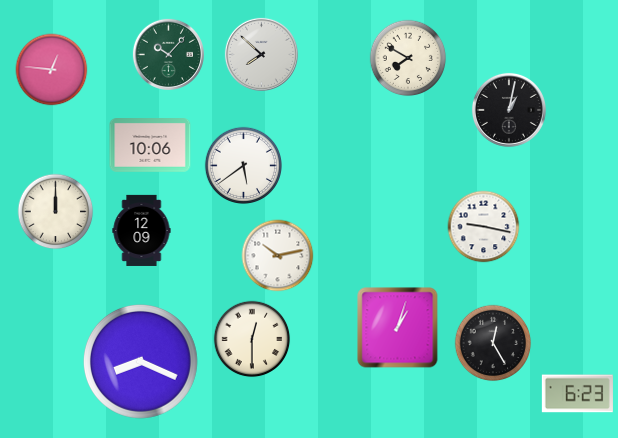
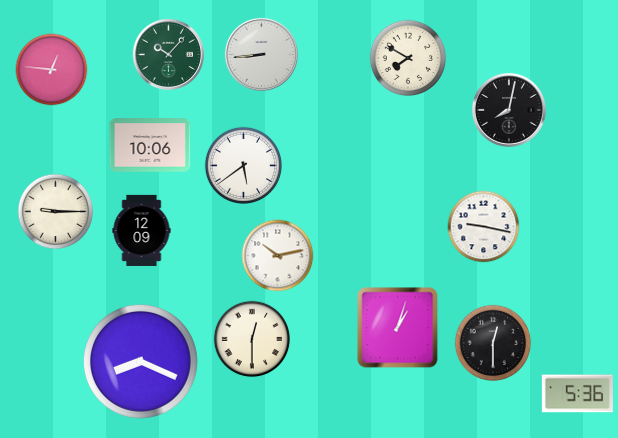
clock at (261, 54): 7:52 -> 8:44
clock at (509, 110): 1:02 -> 8:02
clock at (56, 212): 12:00 -> 9:15
clock at (493, 343): 12:25 -> 12:30
clock at (577, 394): 6:23 -> 5:36
